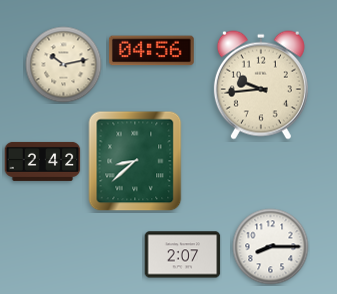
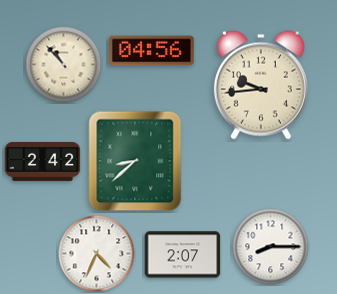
clock at (64, 65): 10:13 -> 10:53
clock at (97, 254): none -> 4:34
